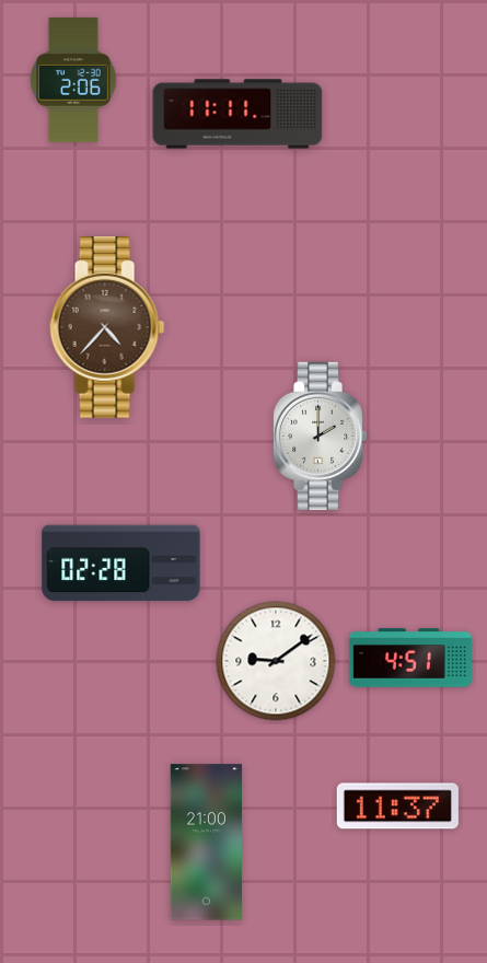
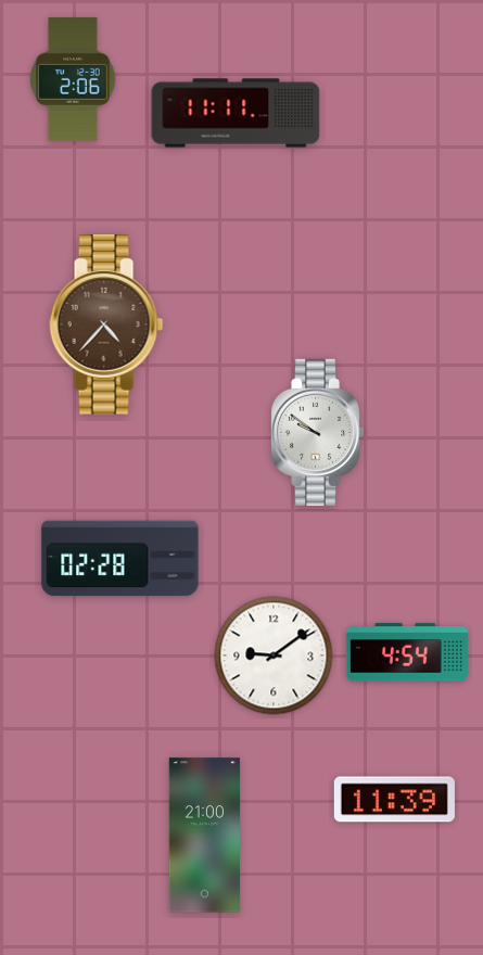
clock at (320, 436): 2:00 -> 9:51
clock at (410, 658): 4:51 -> 4:54
clock at (397, 807): 11:37 -> 11:39
